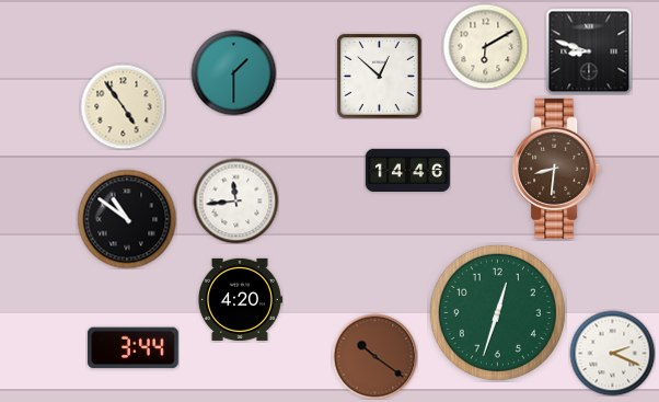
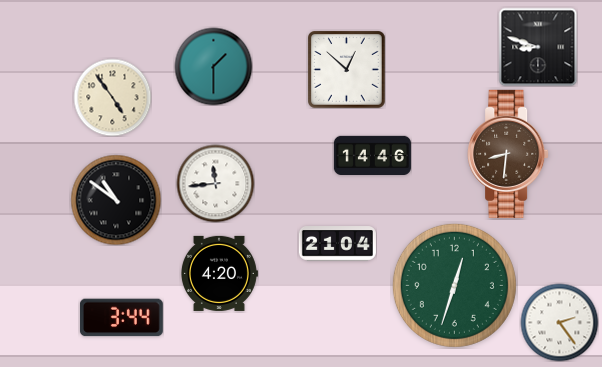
clock at (485, 46): 6:10 -> none
clock at (337, 244): none -> 21:04
clock at (612, 353): 2:19 -> 2:24
clock at (374, 356): 10:21 -> none
